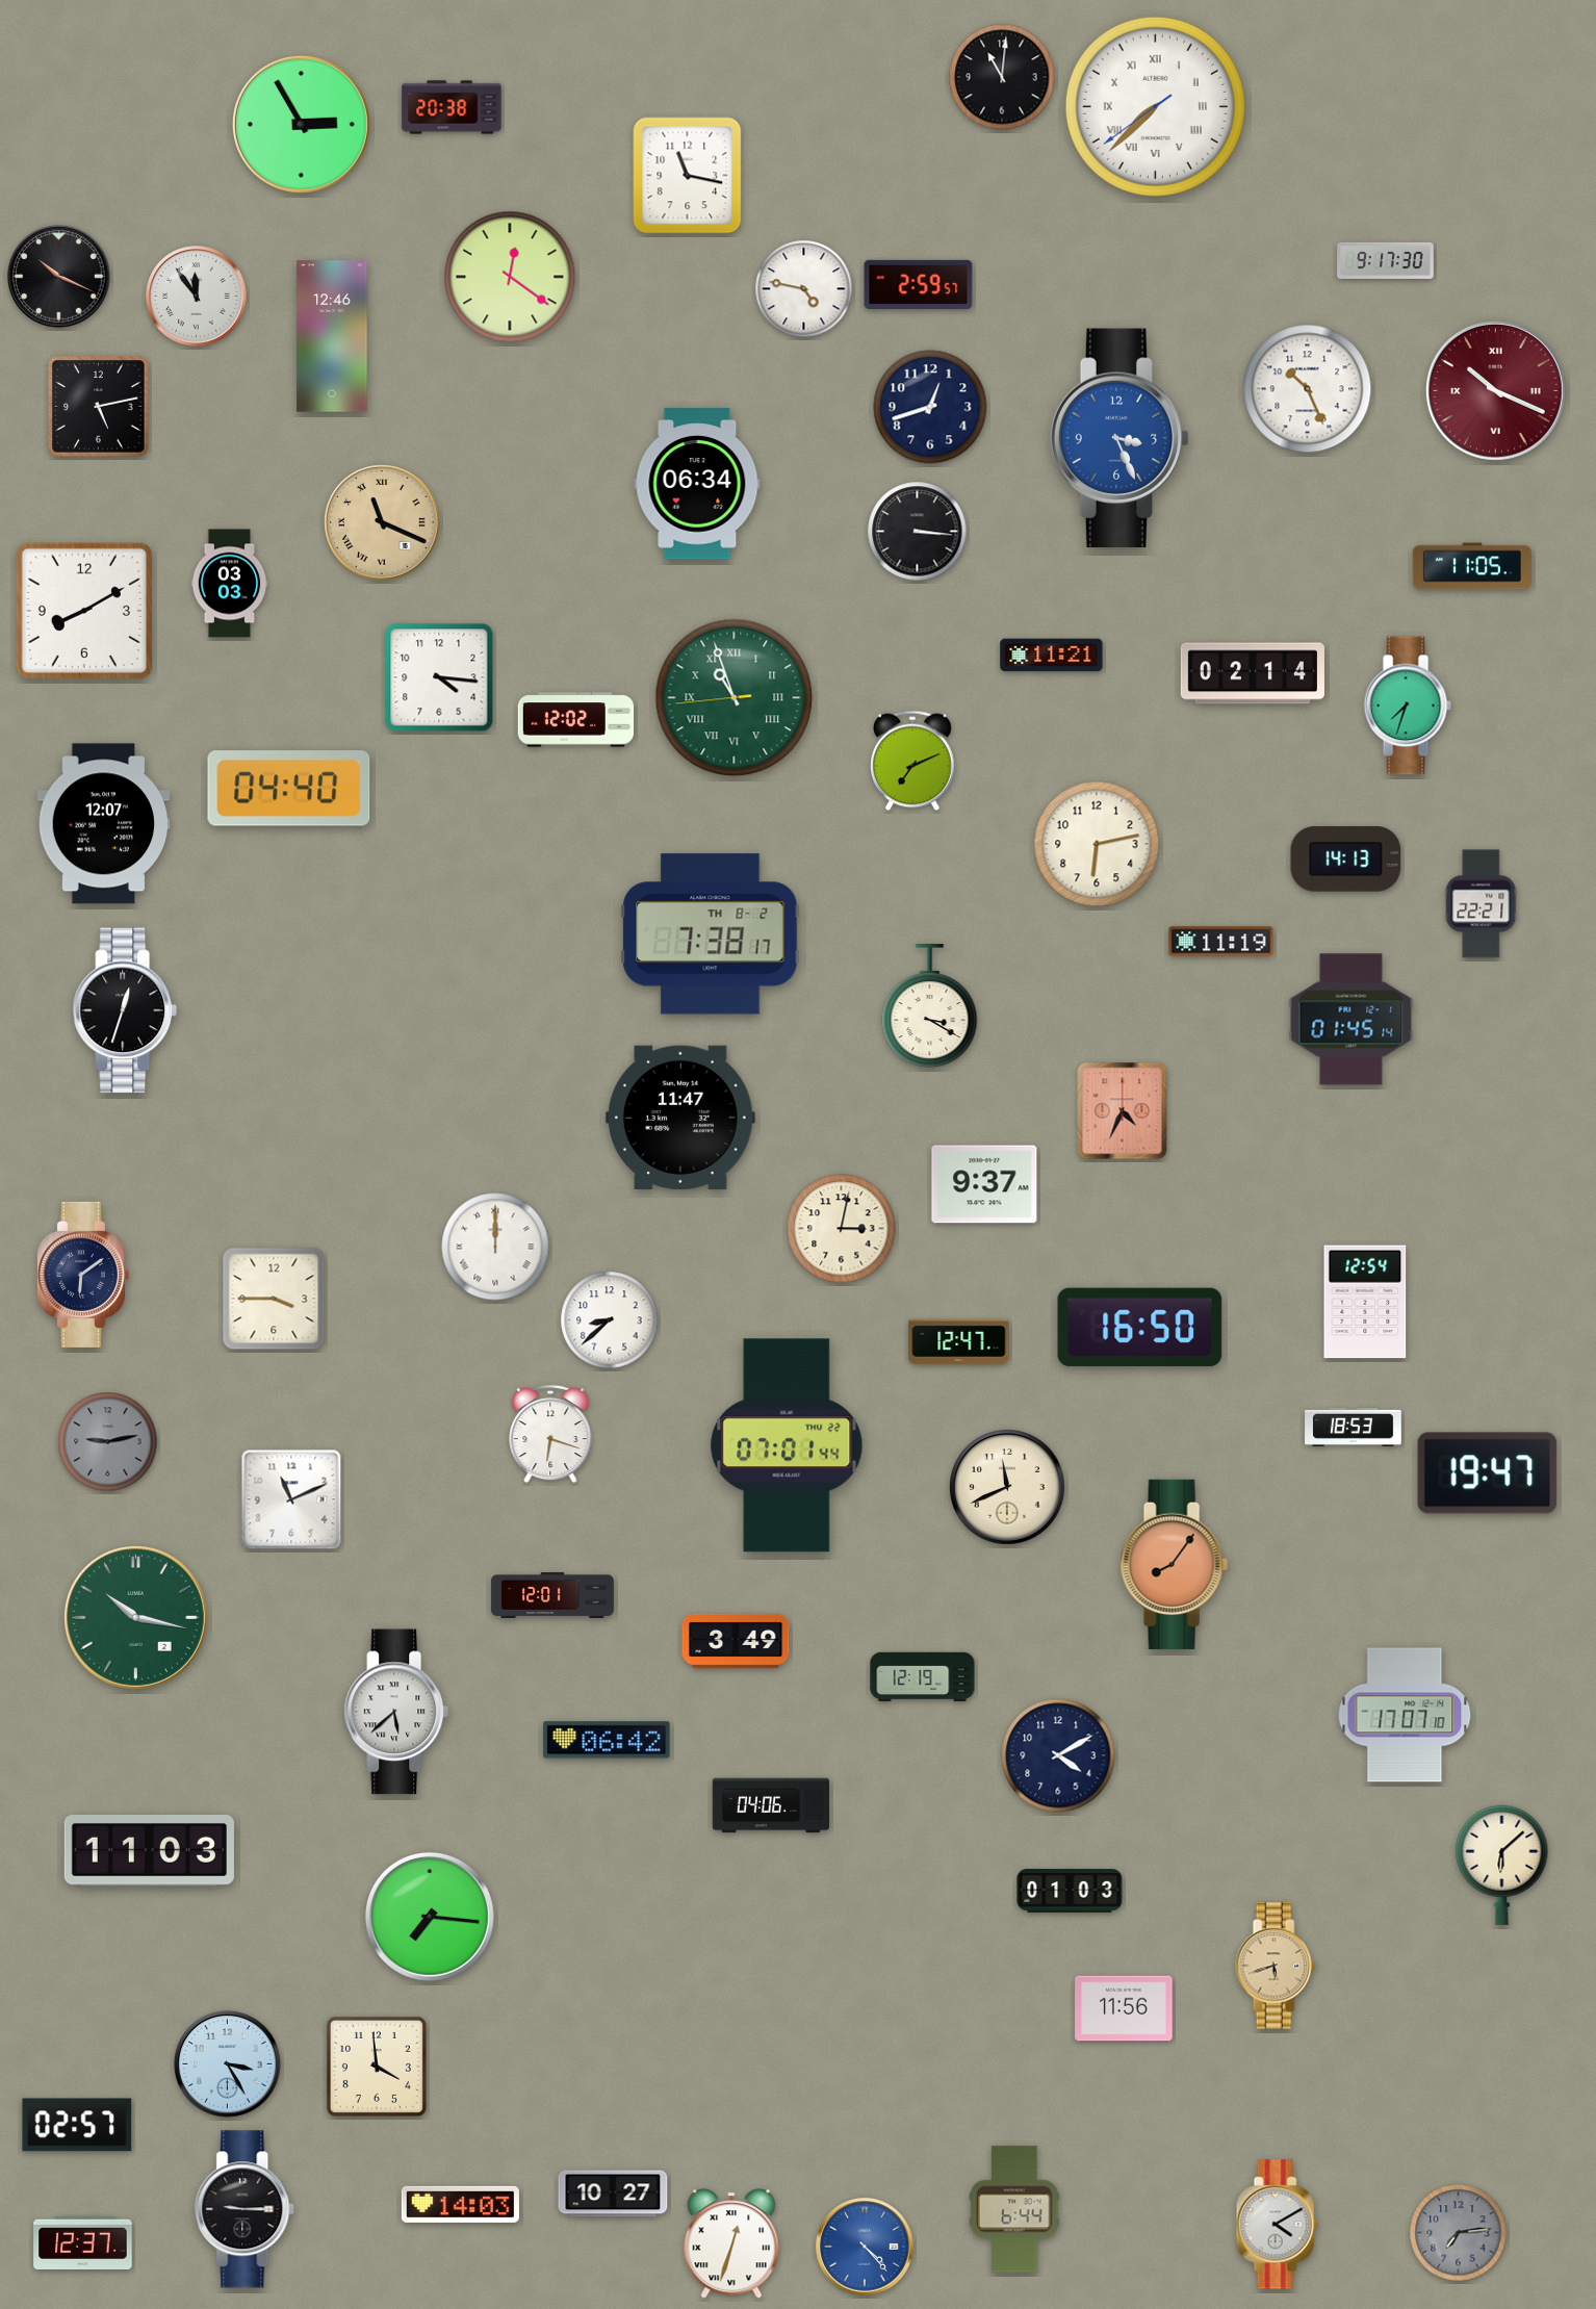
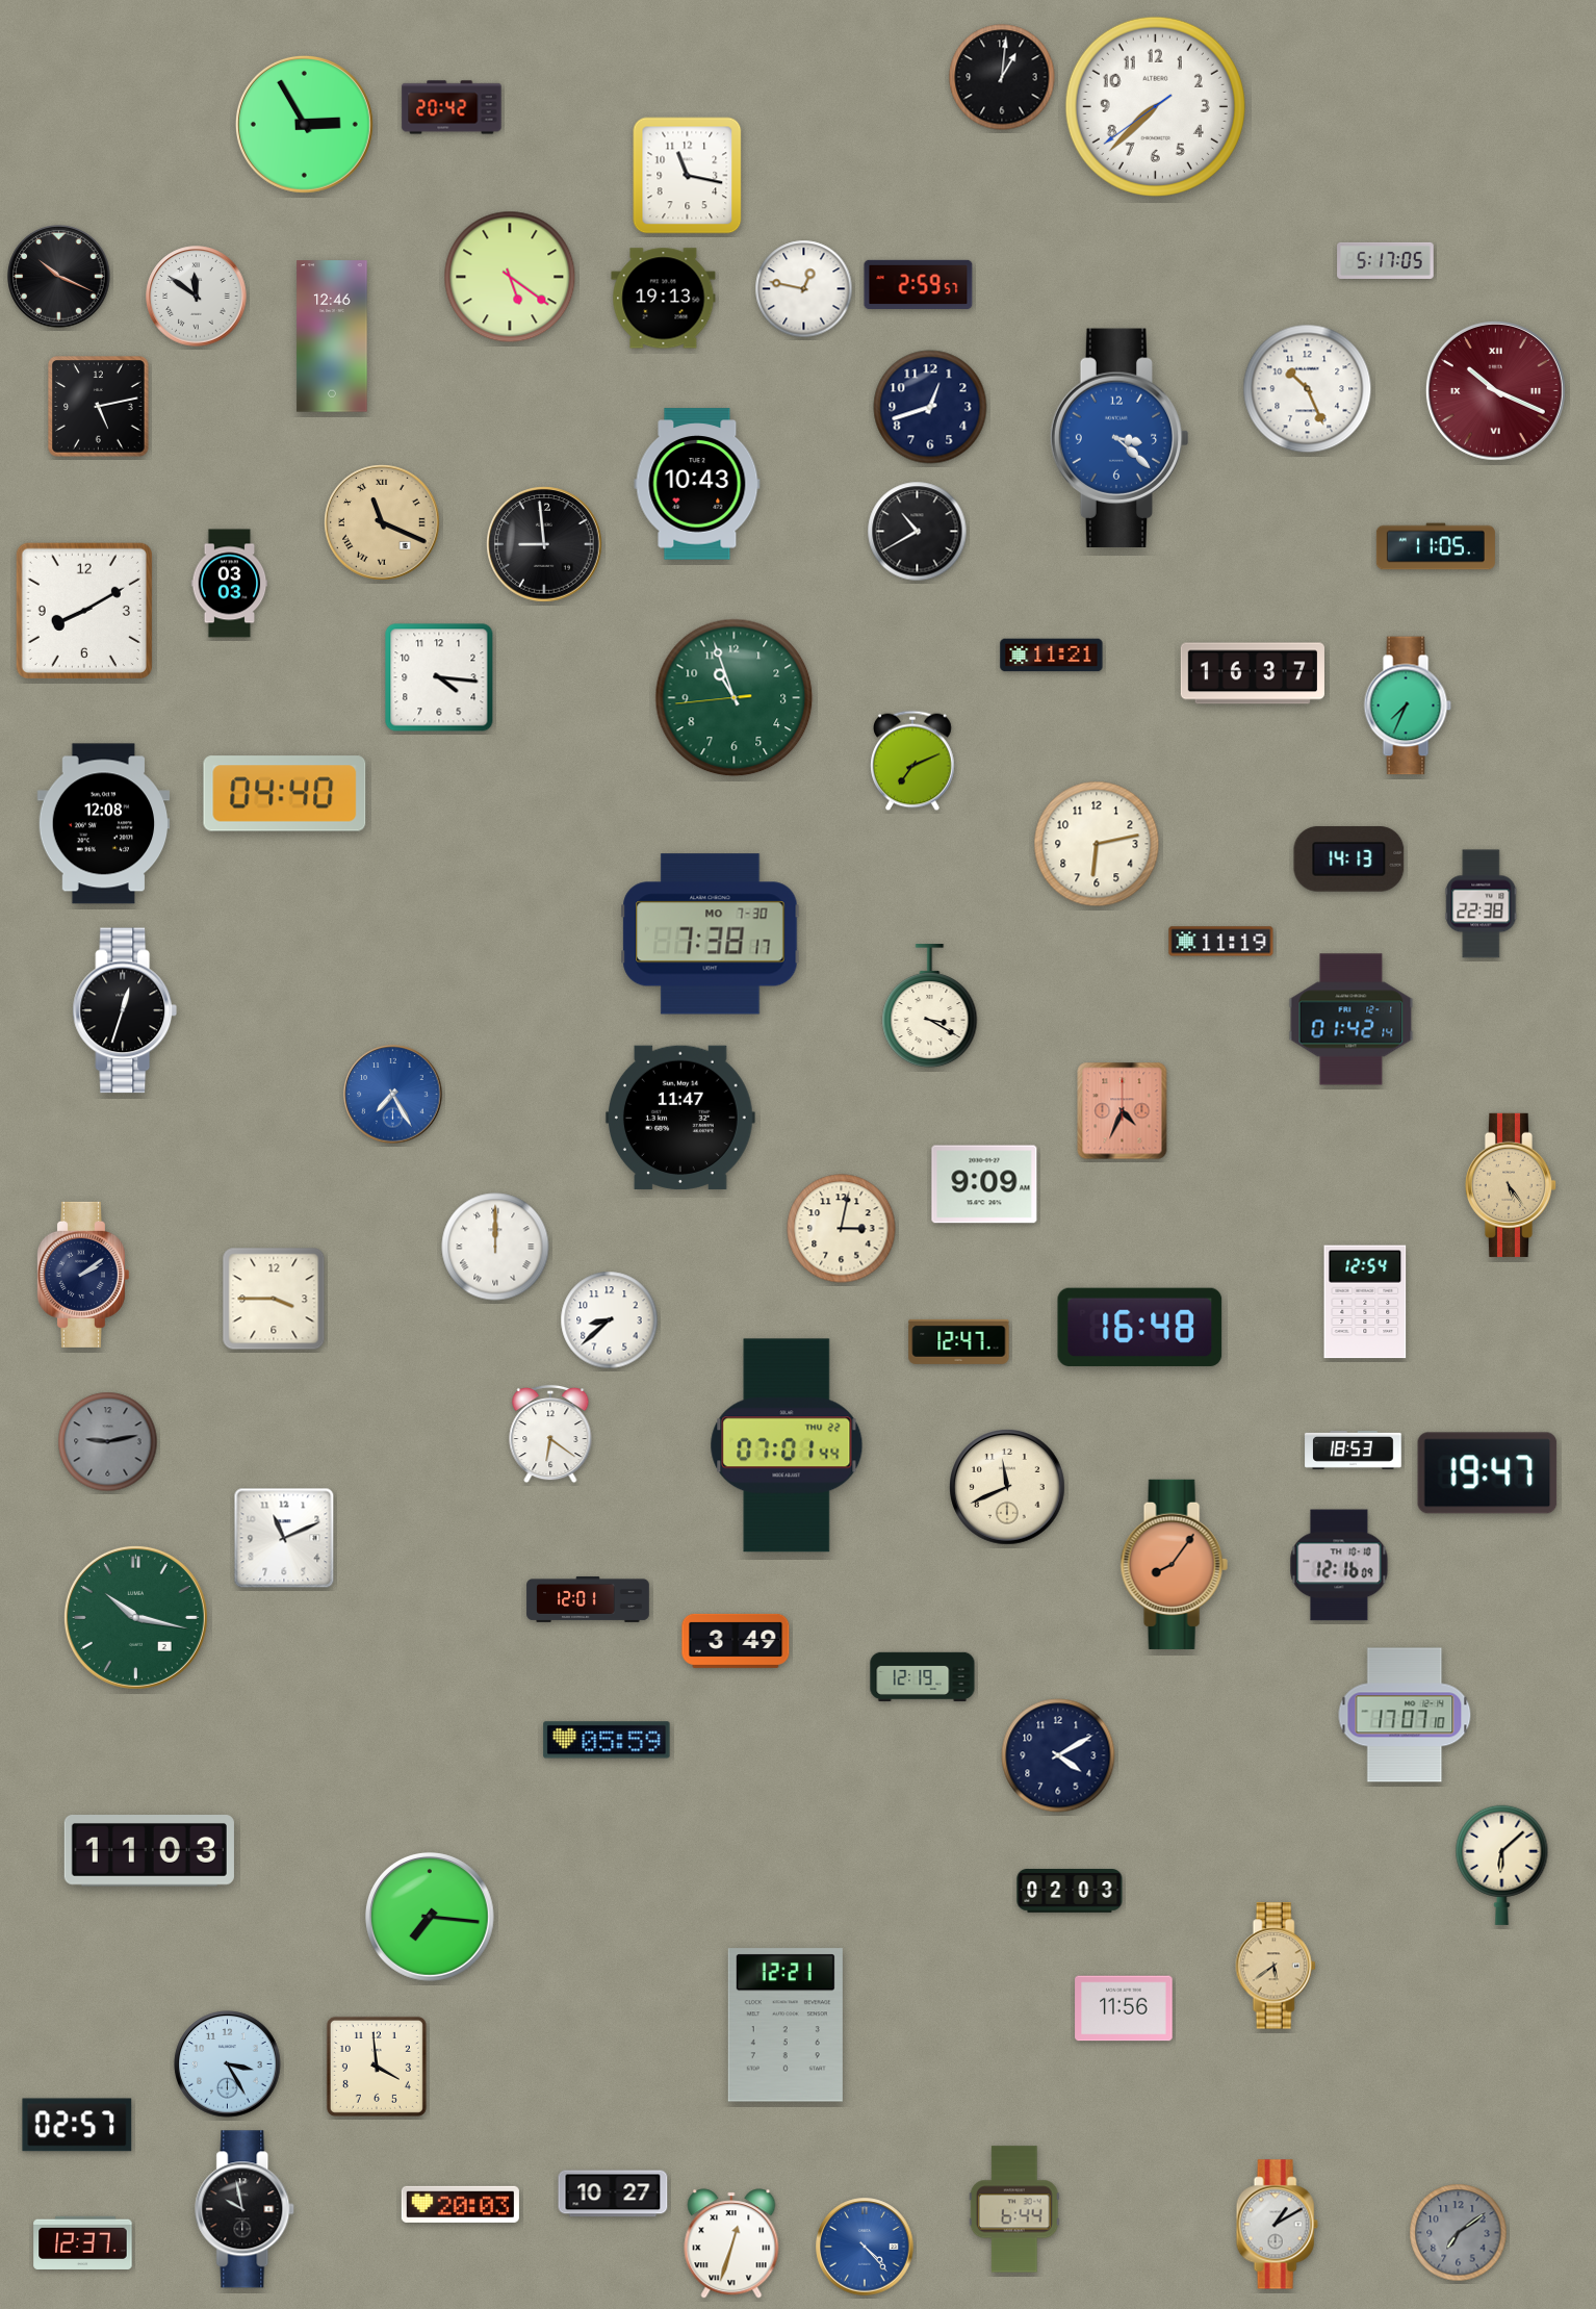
clock at (1002, 77): 11:01 -> 1:01
clock at (1155, 106) numerals: Roman -> Arabic
clock at (452, 107): 20:38 -> 20:42
clock at (301, 124) position: (301, 124) -> (304, 124)
clock at (1386, 260): 9:17 -> 5:17
clock at (510, 277): 12:21 -> 5:21
clock at (804, 289): 4:47 -> 12:47
clock at (197, 297): 11:54 -> 11:51
clock at (664, 299): none -> 19:13
clock at (1119, 438): 3:26 -> 3:22
clock at (697, 484): 06:34 -> 10:43
clock at (918, 532): 3:16 -> 10:40
clock at (544, 544): none -> 8:59
clock at (1472, 566) position: (1472, 566) -> (1436, 546)
clock at (1253, 673): 02:14 -> 16:37
clock at (735, 698) numerals: Roman -> Arabic
clock at (1408, 705): 7:33 -> 7:34
clock at (576, 720): 12:02 -> none
clock at (289, 789) position: (289, 789) -> (285, 794)
clock at (104, 824): 12:07 -> 12:08
clock at (1346, 860) position: (1346, 860) -> (1349, 860)
clock at (1482, 904): 22:21 -> 22:38
clock at (711, 934) date: TH 8-2 -> MO 7-30
clock at (1352, 1020): 01:45 -> 01:42
clock at (393, 1095): none -> 7:25
clock at (984, 1184): 9:37 -> 9:09
clock at (1511, 1185): none -> 5:24
clock at (82, 1275): 6:09 -> 2:09
clock at (1140, 1327): 16:50 -> 16:48
clock at (1354, 1427) position: (1354, 1427) -> (1354, 1449)
clock at (550, 1434): 6:18 -> 6:21
clock at (291, 1499) position: (291, 1499) -> (284, 1538)
clock at (1339, 1565): none -> 12:16
clock at (552, 1595) position: (552, 1595) -> (588, 1599)
clock at (396, 1712): 5:38 -> none
clock at (607, 1740): 06:42 -> 05:59
clock at (770, 1805): 04:06 -> none
clock at (1070, 1892): 01:03 -> 02:03
clock at (1276, 1966): 5:42 -> 5:39
clock at (786, 2025): none -> 12:21
clock at (460, 2204): 14:03 -> 20:03
clock at (246, 2209): 9:15 -> 9:58
clock at (1277, 2225): 4:10 -> 1:10
clock at (1459, 2233): 7:14 -> 7:09
